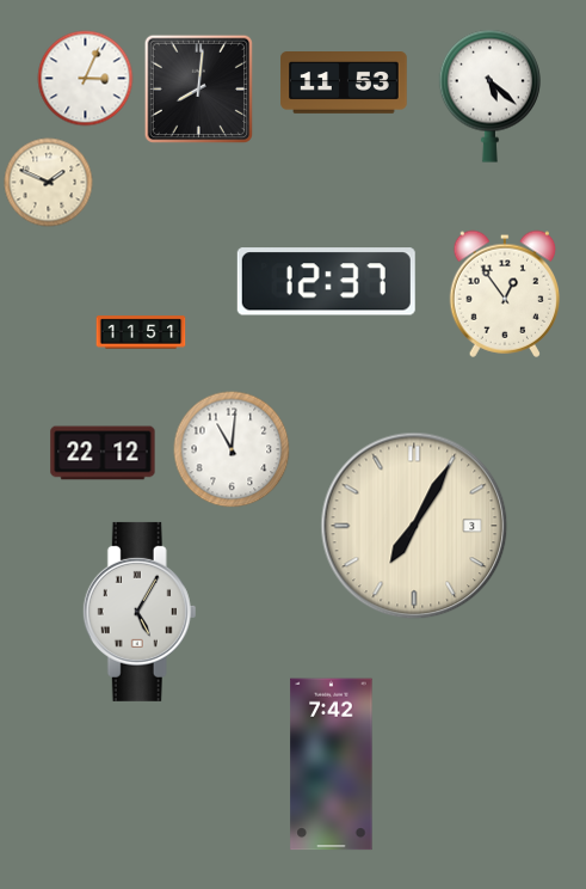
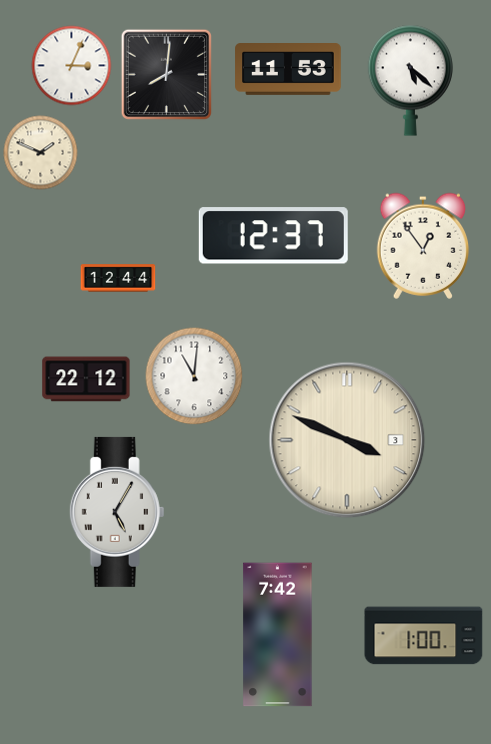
clock at (141, 332): 11:51 -> 12:44
clock at (414, 526): 7:05 -> 3:49
clock at (424, 636): none -> 1:00
clock at (332, 765) position: (332, 765) -> (278, 635)
